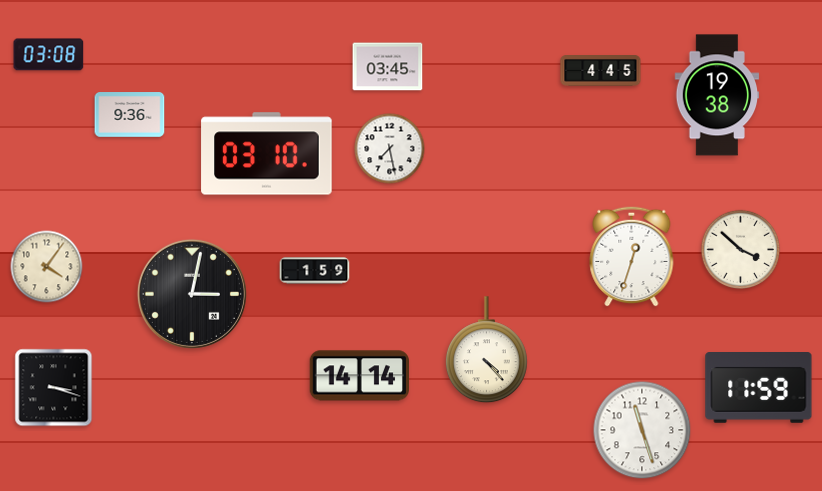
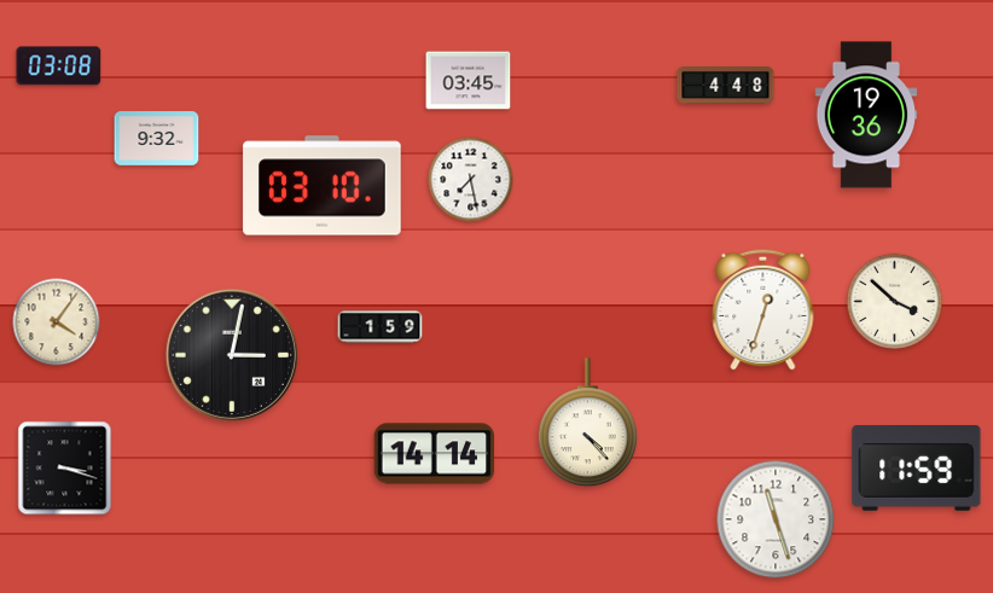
clock at (601, 71): 4:45 -> 4:48
clock at (717, 95): 19:38 -> 19:36
clock at (130, 115): 9:36 -> 9:32
